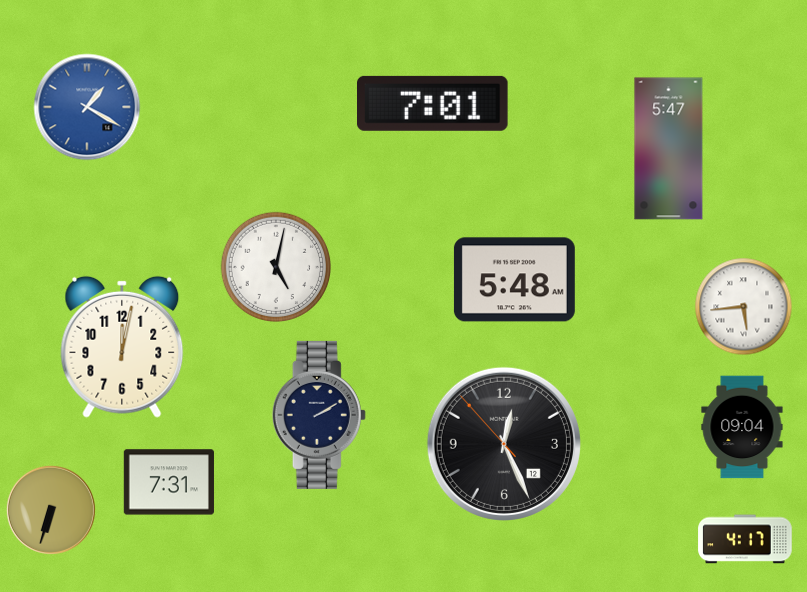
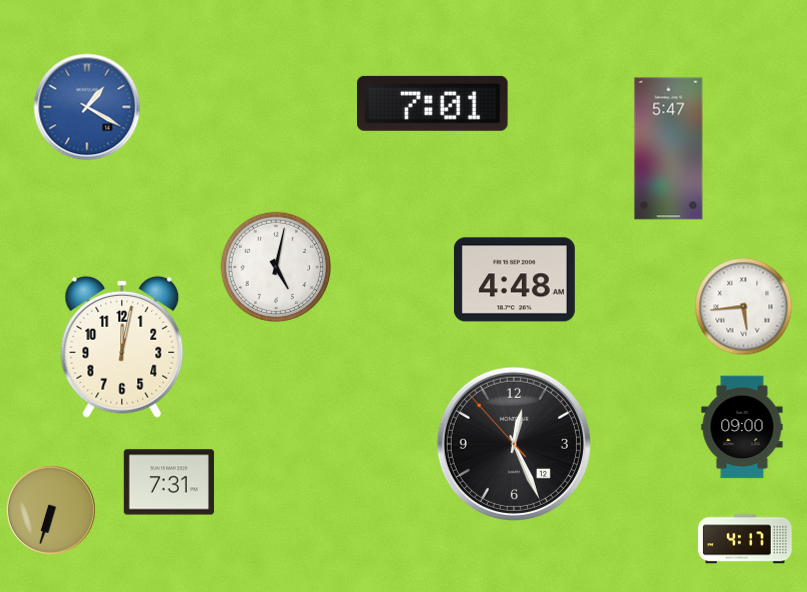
clock at (514, 280): 5:48 -> 4:48
clock at (319, 415): 2:10 -> none
clock at (742, 427): 09:04 -> 09:00
clock at (504, 444) position: (504, 444) -> (514, 444)
